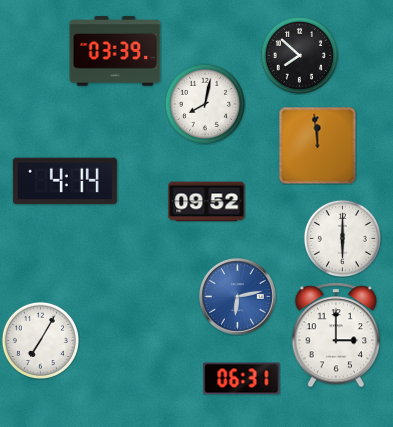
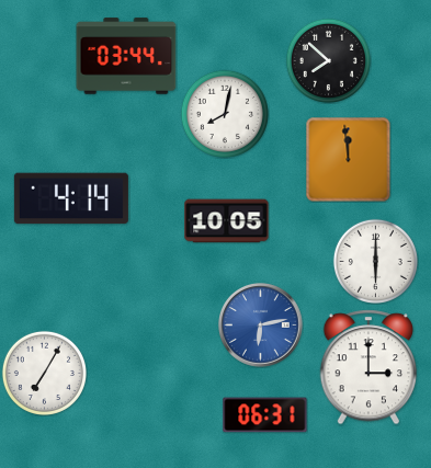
clock at (115, 51): 03:39 -> 03:44
clock at (207, 202): 09:52 -> 10:05
